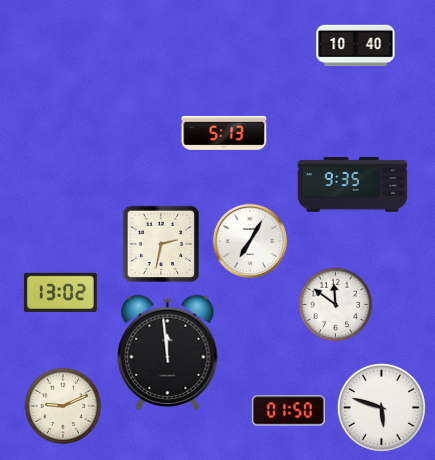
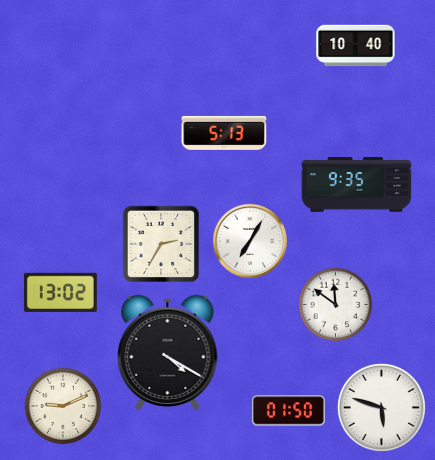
clock at (353, 185) position: (353, 185) -> (357, 185)
clock at (161, 244): 2:32 -> 2:35
clock at (168, 352): 11:59 -> 4:20
